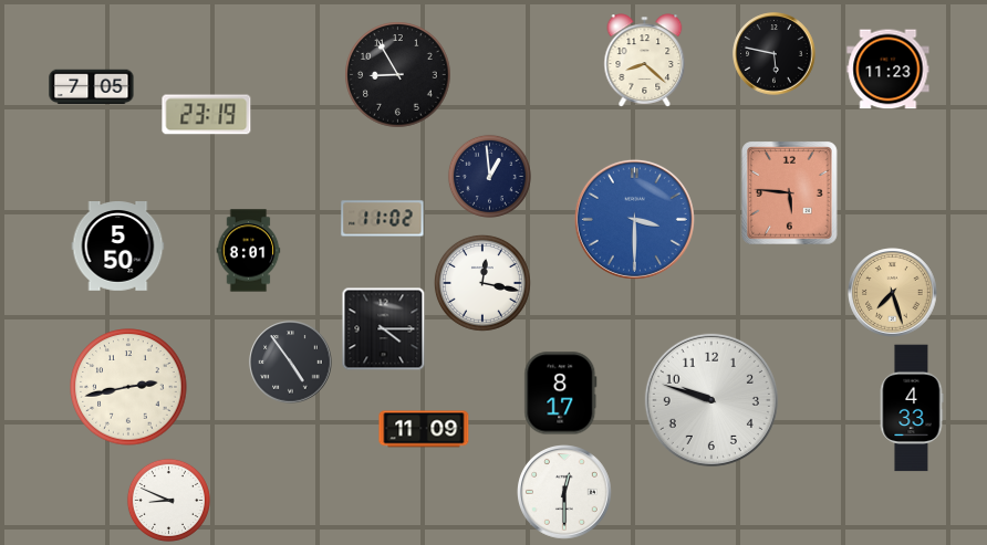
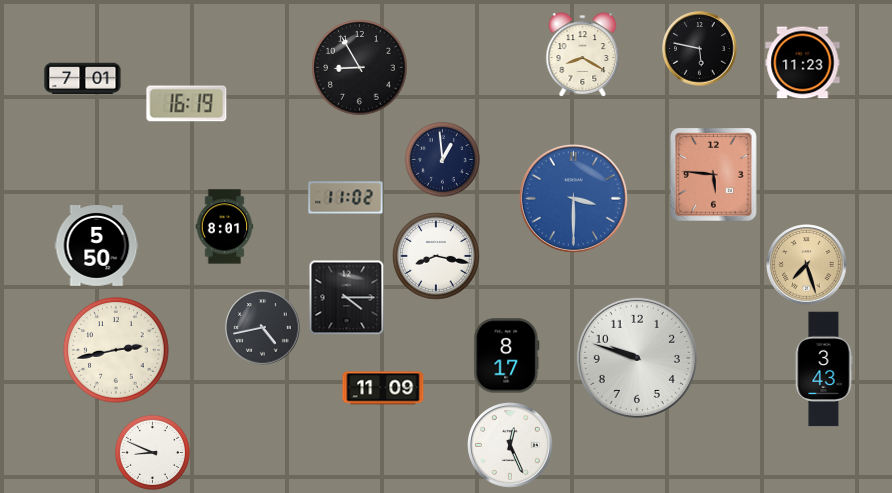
clock at (645, 61): 8:22 -> 8:20
clock at (92, 87): 7:05 -> 7:01
clock at (207, 115): 23:19 -> 16:19
clock at (118, 247) position: (118, 247) -> (97, 246)
clock at (484, 284): 12:17 -> 8:17
clock at (291, 363): 4:54 -> 4:43
clock at (711, 400) position: (711, 400) -> (637, 358)
clock at (912, 408): 4:33 -> 3:43
clock at (564, 492): 12:30 -> 12:26
